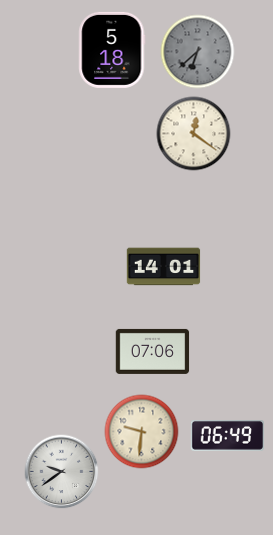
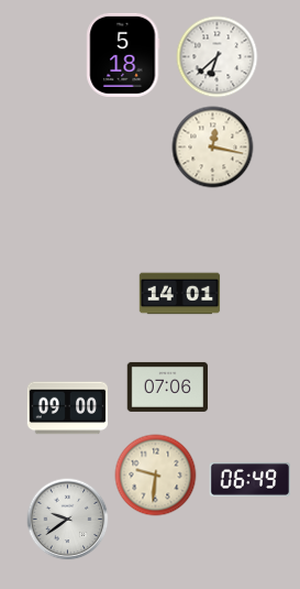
clock at (198, 52) dial: grey -> white
clock at (194, 134): 12:21 -> 12:17
clock at (68, 408): none -> 09:00
